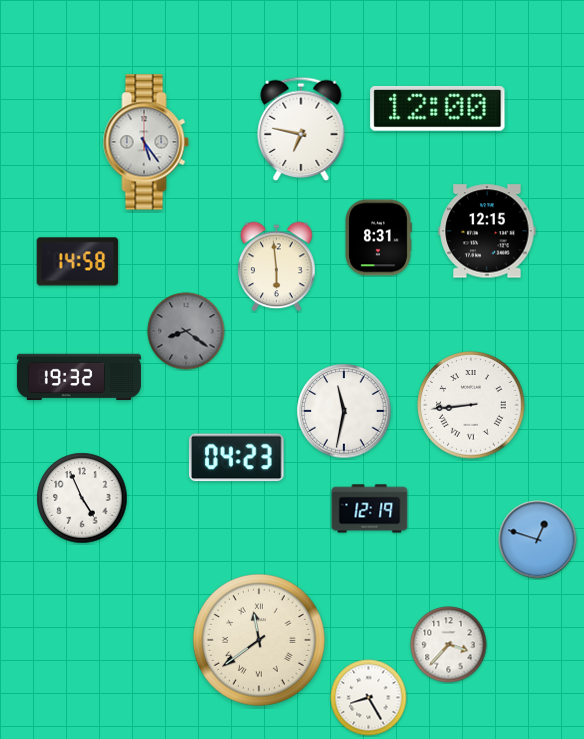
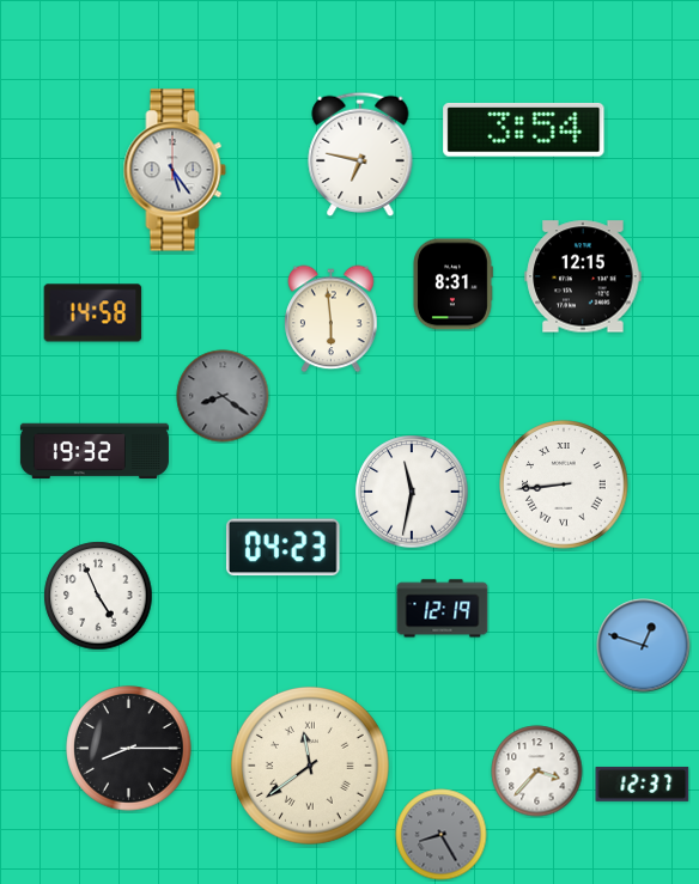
clock at (438, 109): 12:00 -> 3:54
clock at (129, 749): none -> 8:15
clock at (643, 784): none -> 12:37
clock at (369, 698) dial: white -> grey
